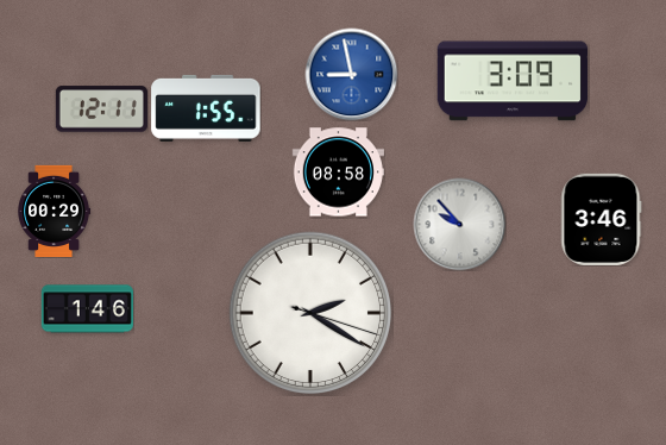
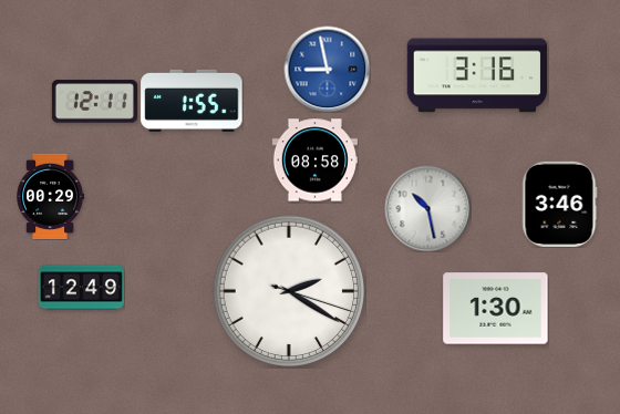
clock at (513, 81): 3:09 -> 3:16
clock at (459, 224): 9:53 -> 10:28
clock at (87, 309): 1:46 -> 12:49
clock at (496, 309): none -> 1:30
